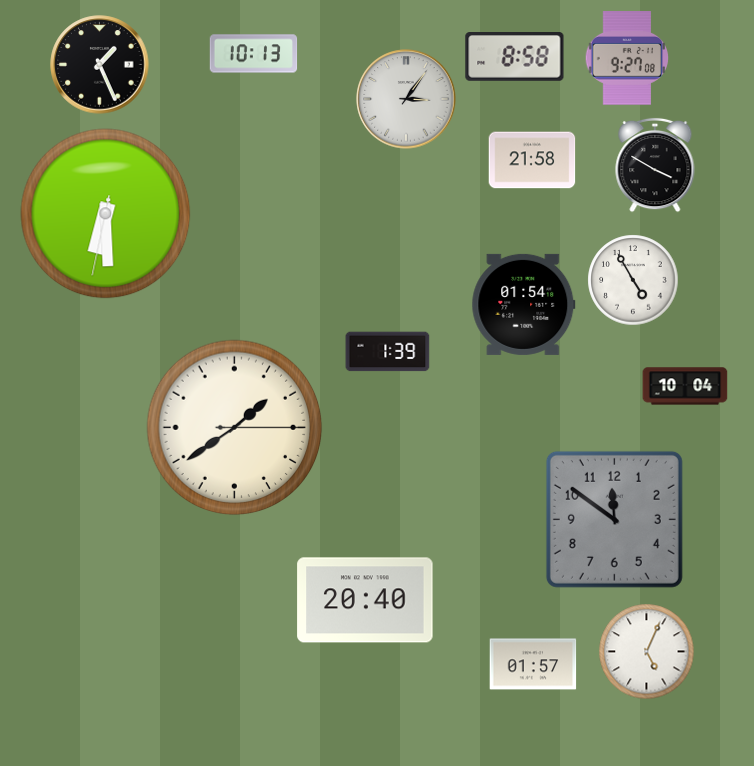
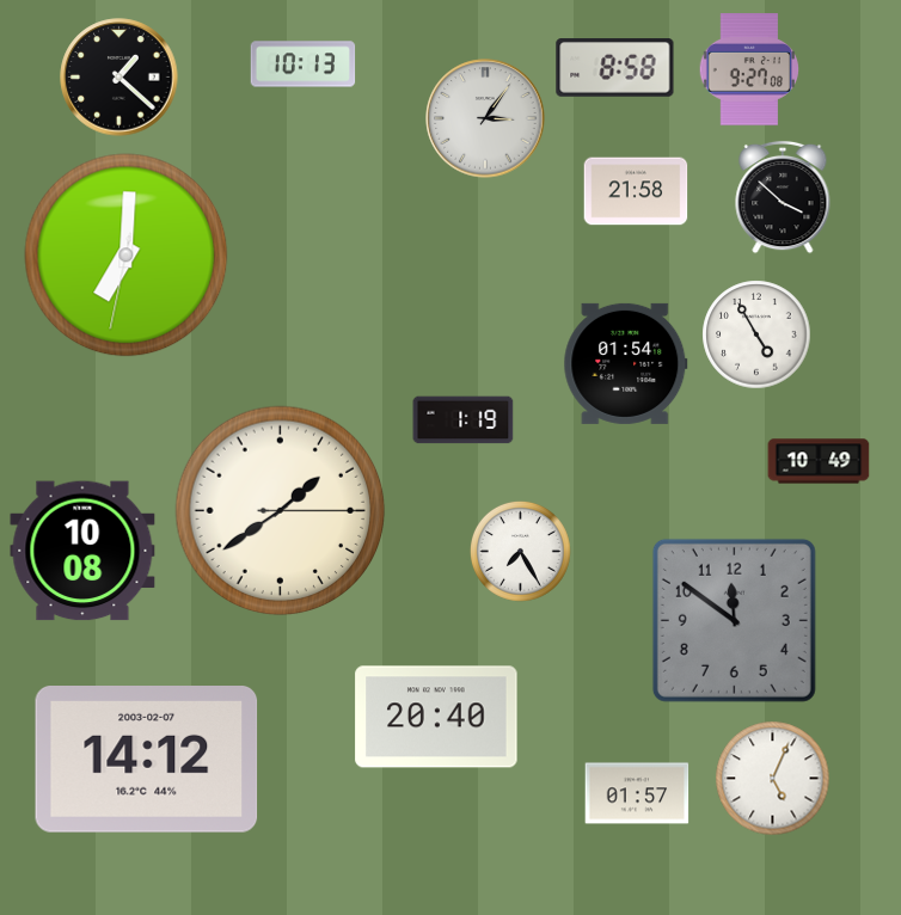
clock at (100, 65): 1:26 -> 1:22
clock at (655, 165): 3:50 -> 3:52
clock at (106, 214): 6:29 -> 7:00
clock at (388, 352): 1:39 -> 1:19
clock at (685, 386): 10:04 -> 10:49
clock at (82, 551): none -> 10:08
clock at (520, 551): none -> 7:25
clock at (147, 760): none -> 14:12
